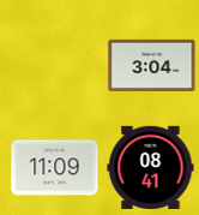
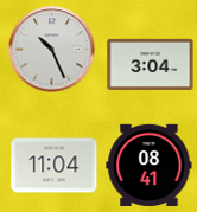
clock at (52, 50): none -> 10:26
clock at (55, 168): 11:09 -> 11:04
